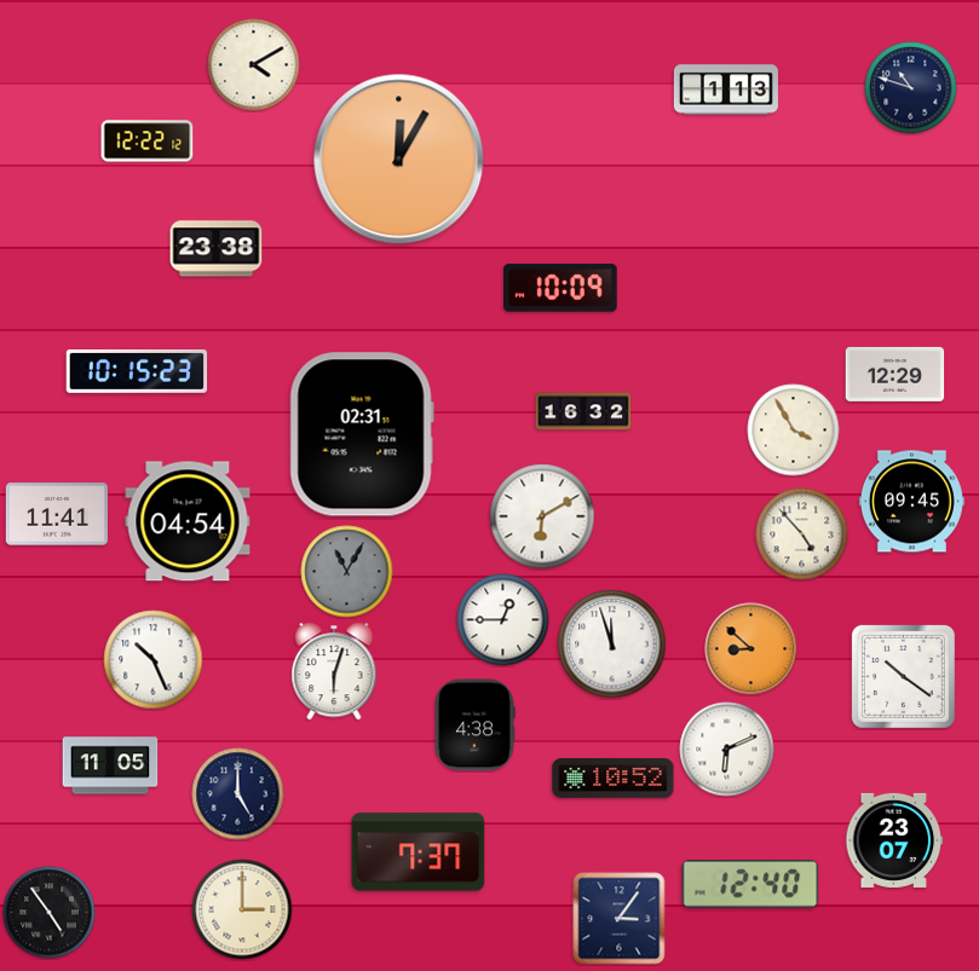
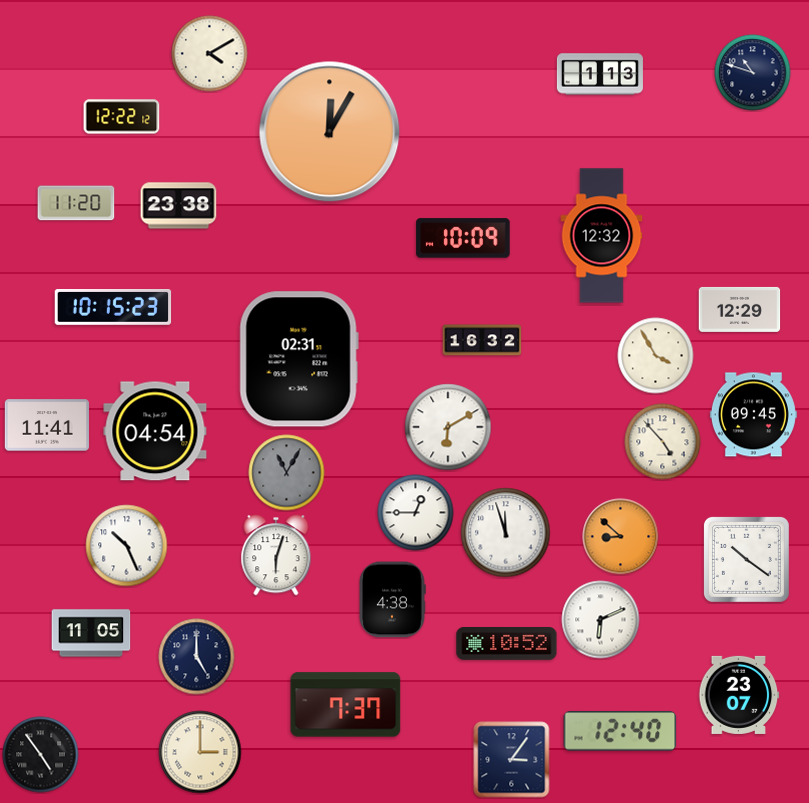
clock at (76, 203): none -> 11:20
clock at (602, 236): none -> 12:32
